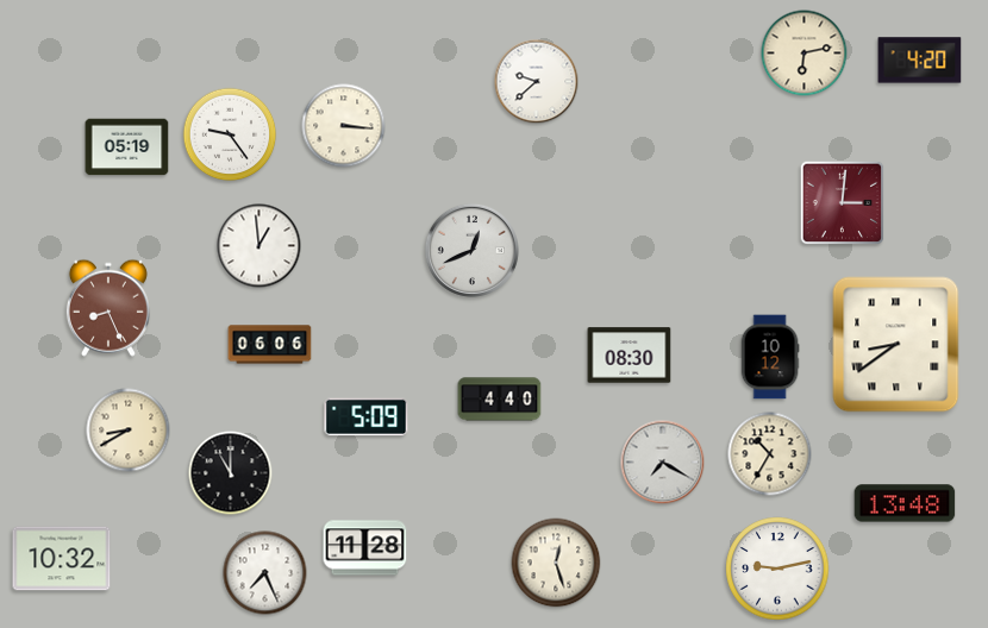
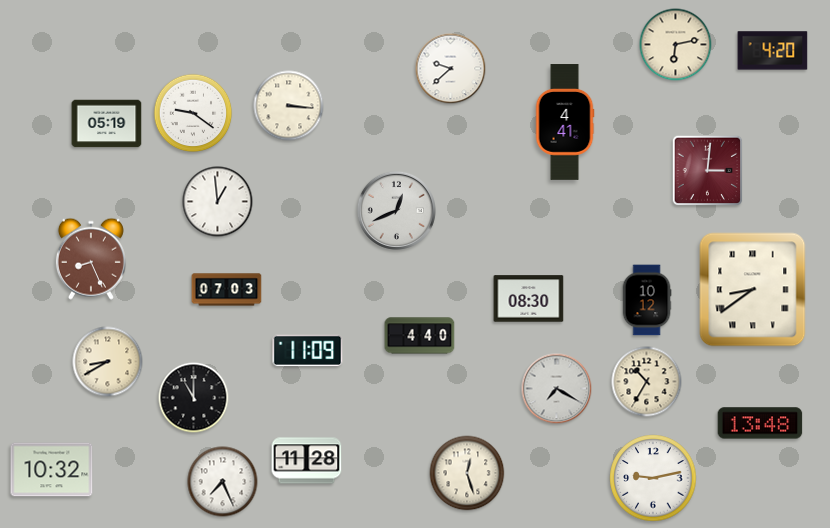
clock at (230, 134): 9:24 -> 9:21
clock at (565, 122): none -> 4:41
clock at (259, 246) position: (259, 246) -> (218, 202)
clock at (270, 345): 06:06 -> 07:03
clock at (367, 417): 5:09 -> 11:09
